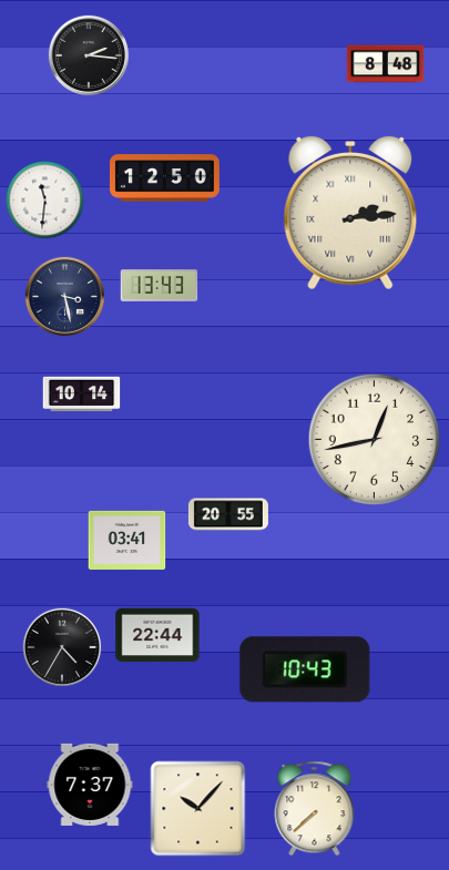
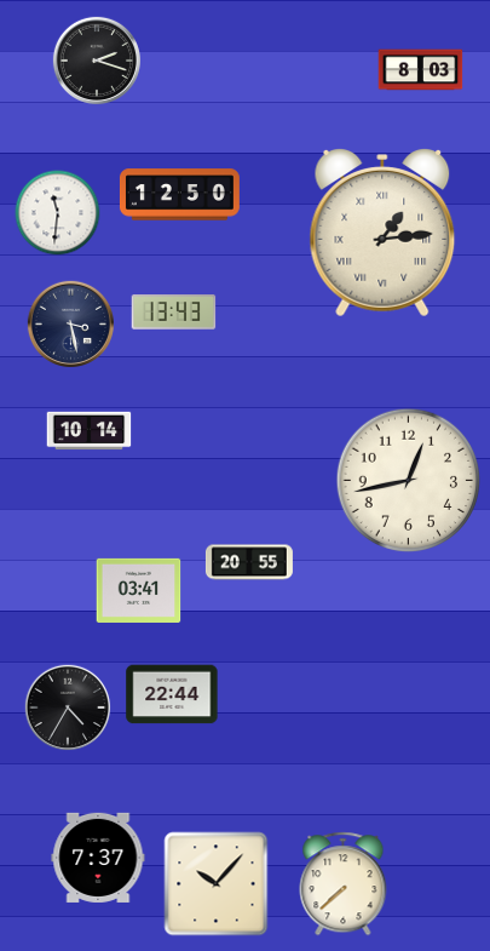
clock at (89, 55): 2:16 -> 2:18
clock at (386, 64): 8:48 -> 8:03
clock at (45, 201) position: (45, 201) -> (58, 213)
clock at (350, 214): 2:14 -> 1:14
clock at (305, 669): 10:43 -> none
